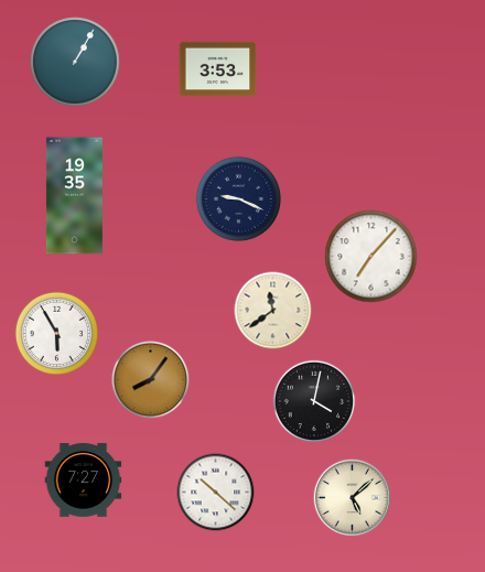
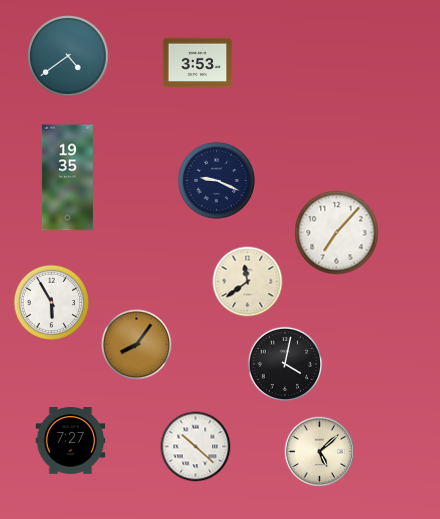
clock at (75, 62): 1:05 -> 4:39
clock at (84, 481) position: (84, 481) -> (71, 441)
